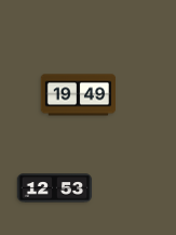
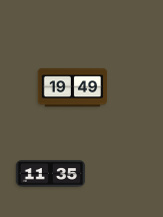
clock at (55, 188): 12:53 -> 11:35
